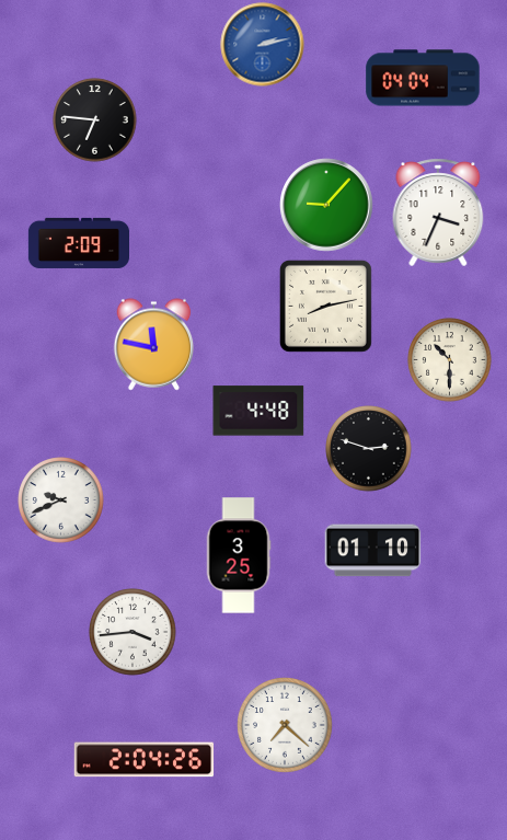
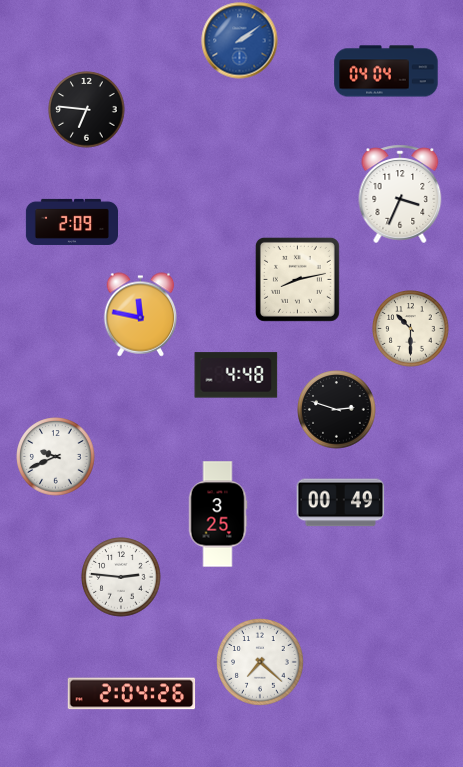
clock at (263, 45): 2:13 -> 2:09
clock at (326, 205): 9:07 -> none
clock at (373, 551): 01:10 -> 00:49
clock at (239, 555) position: (239, 555) -> (218, 514)
clock at (132, 632): 3:44 -> 2:46
